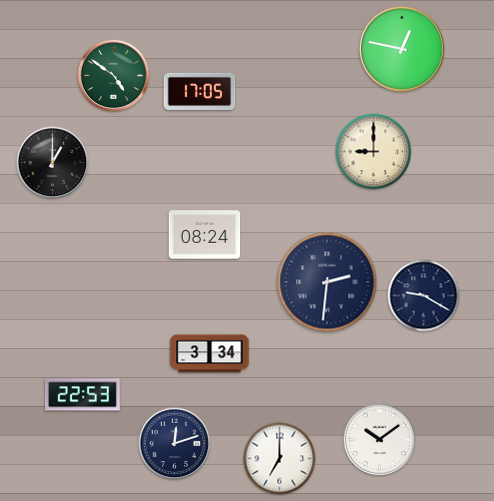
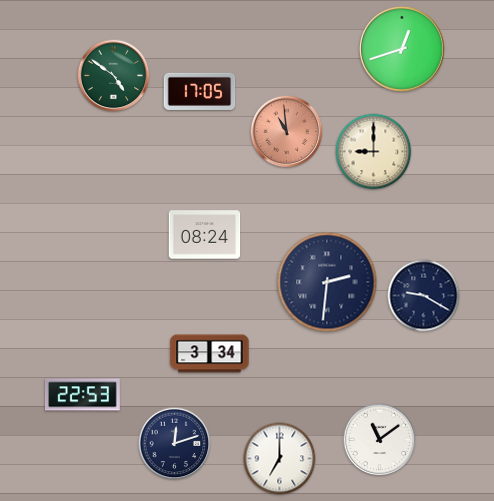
clock at (402, 49): 12:47 -> 12:42
clock at (287, 132): none -> 10:59
clock at (53, 163): 1:00 -> none
clock at (380, 440): 10:09 -> 11:09
